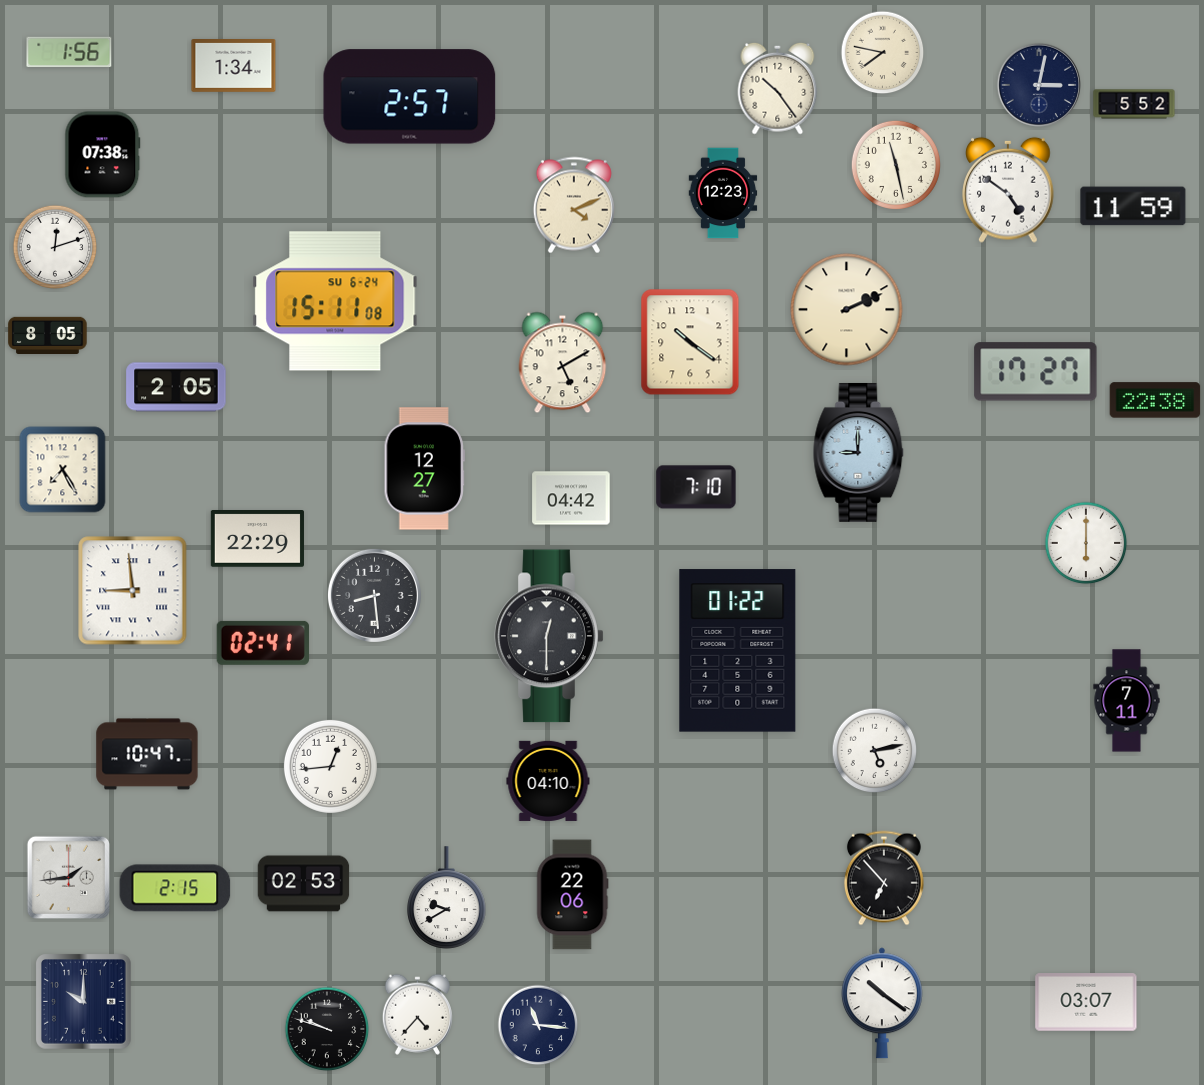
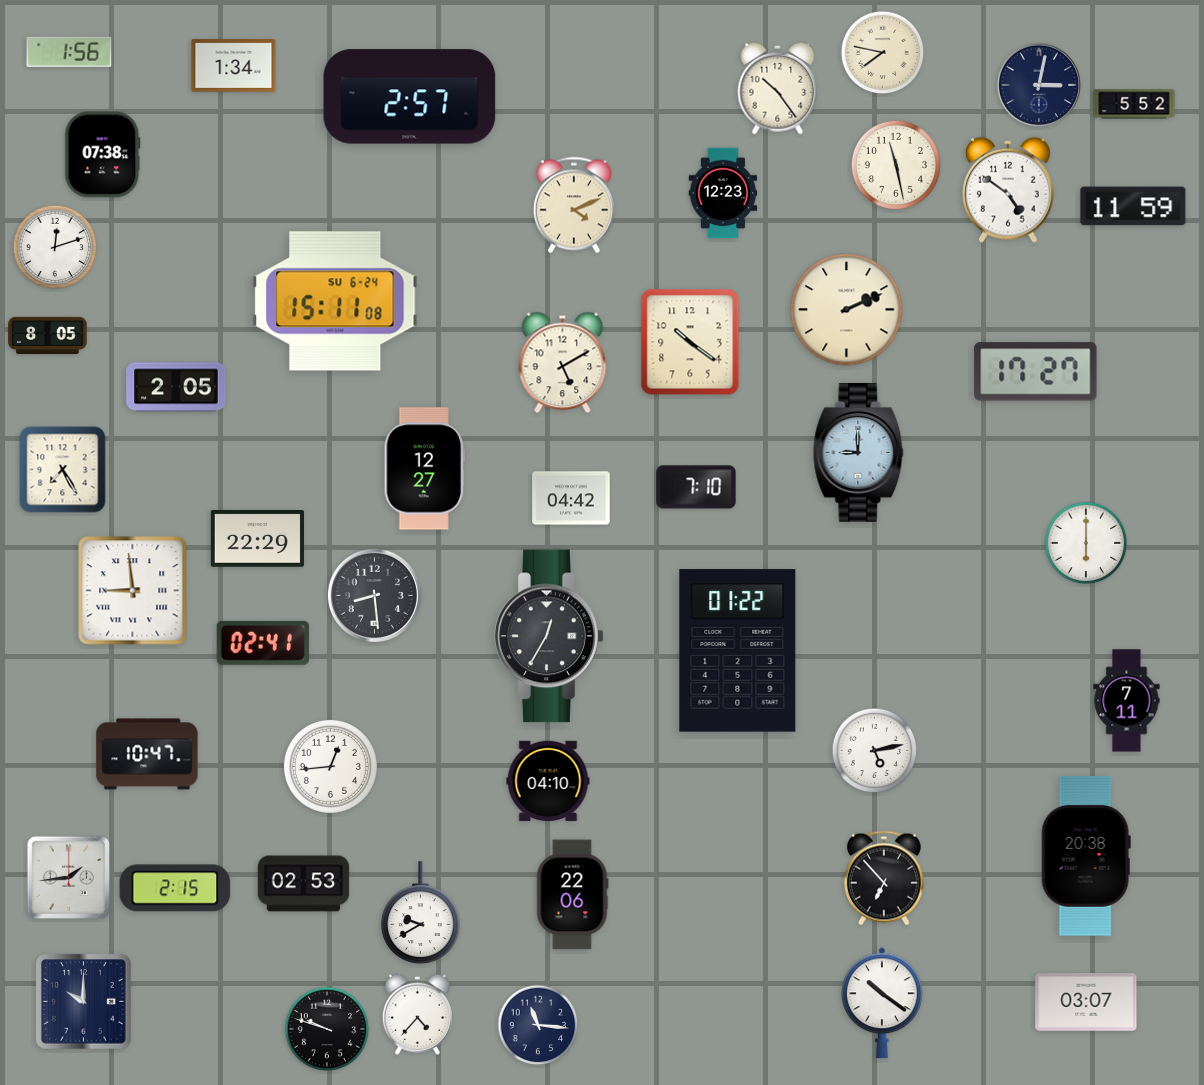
clock at (1155, 400): 22:38 -> none
clock at (549, 636): 12:30 -> 12:35
clock at (1086, 856): none -> 20:38
clock at (447, 898) position: (447, 898) -> (421, 913)
